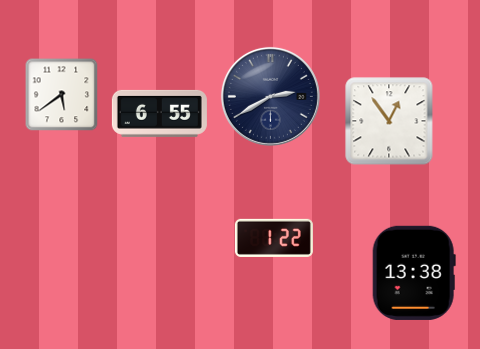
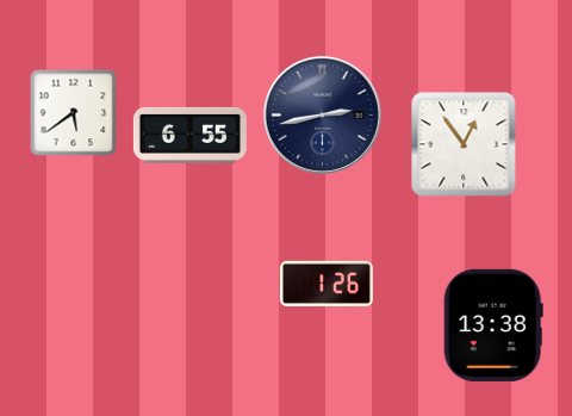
clock at (270, 96): 2:40 -> 2:43
clock at (274, 238): 1:22 -> 1:26
